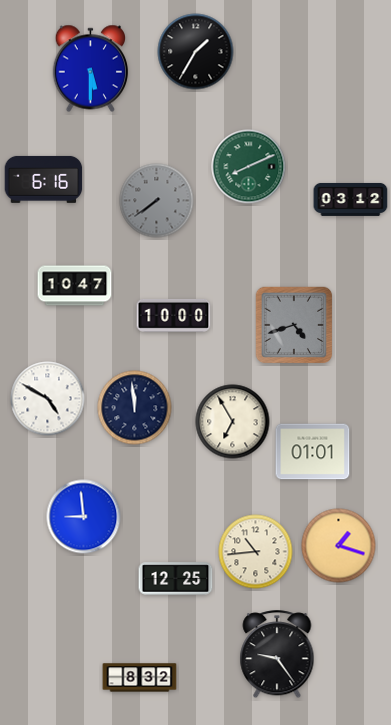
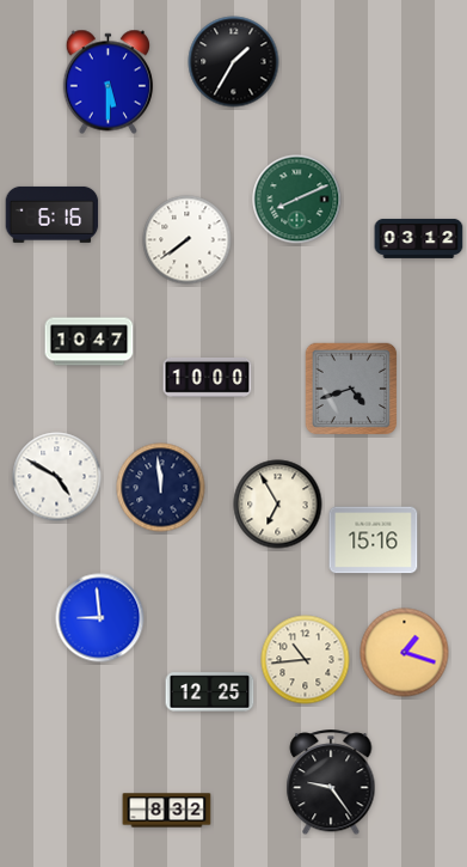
clock at (157, 201) dial: grey -> white
clock at (313, 452): 01:01 -> 15:16
